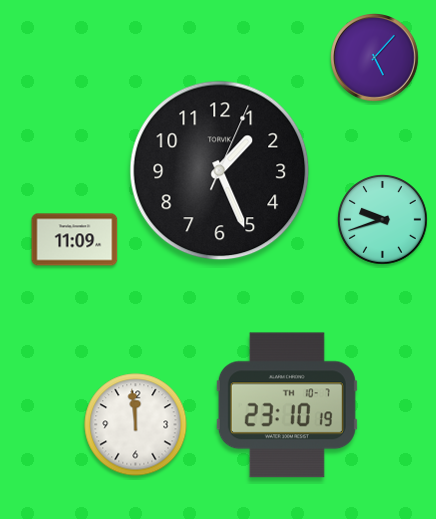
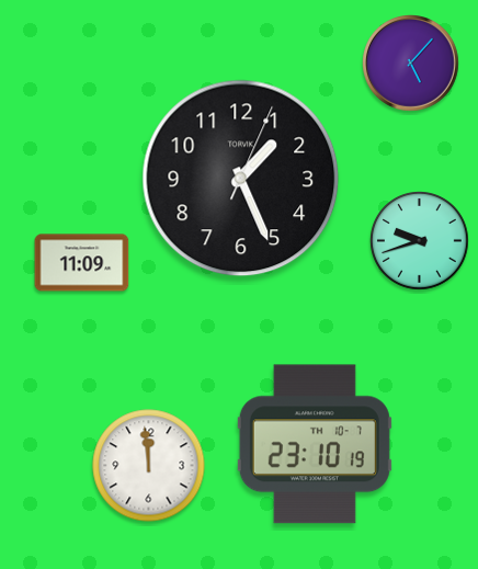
clock at (220, 171) position: (220, 171) -> (241, 179)
